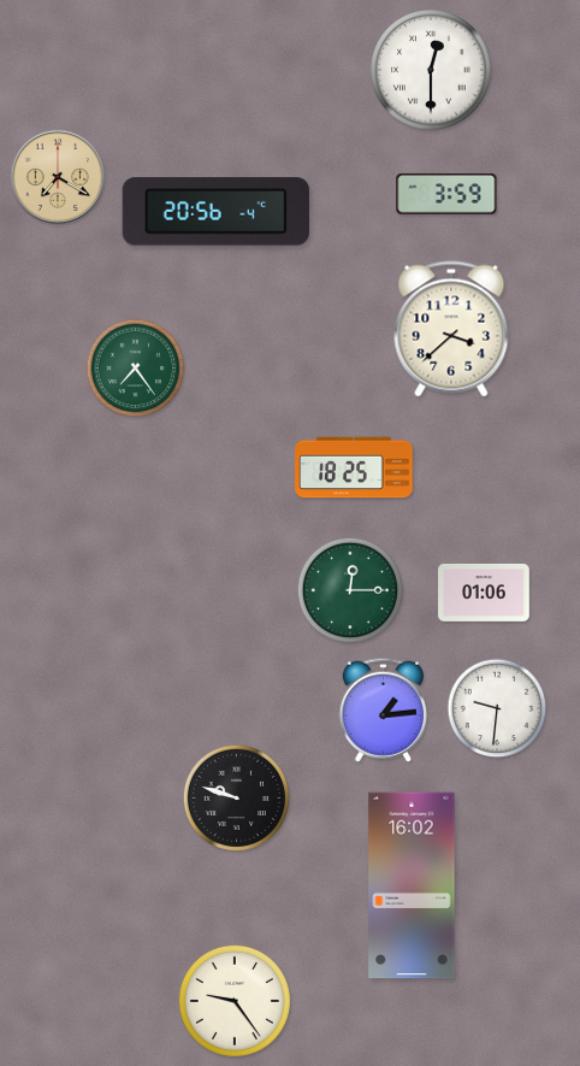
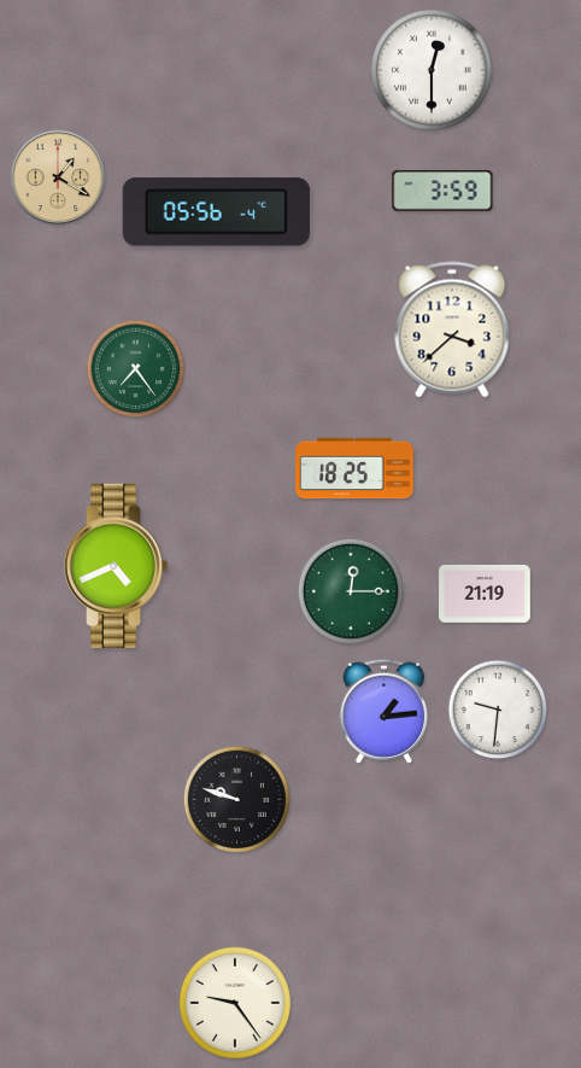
clock at (58, 177): 7:20 -> 1:20
clock at (446, 194) position: (446, 194) -> (442, 191)
clock at (215, 212): 20:56 -> 05:56
clock at (116, 566): none -> 4:41
clock at (485, 594): 01:06 -> 21:19
clock at (412, 885): 16:02 -> none
